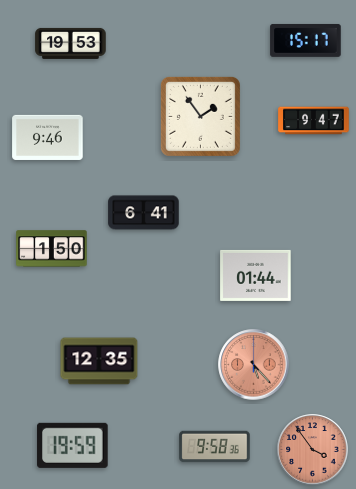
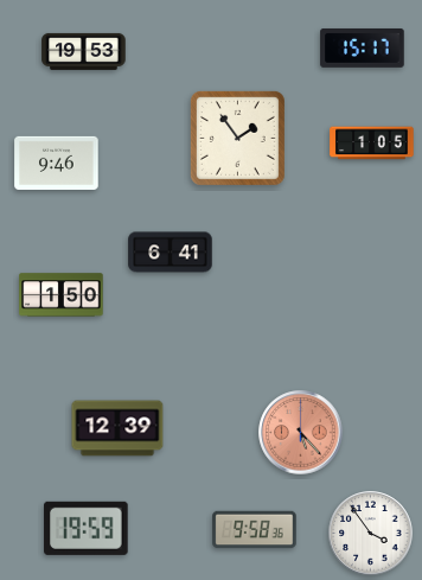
clock at (314, 121): 9:47 -> 1:05
clock at (256, 275): 01:44 -> none
clock at (99, 361): 12:35 -> 12:39
clock at (313, 450) dial: salmon -> white
